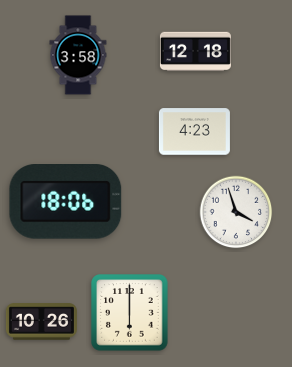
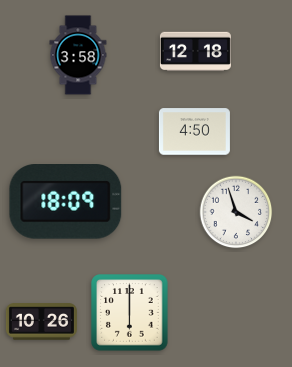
clock at (194, 132): 4:23 -> 4:50
clock at (66, 202): 18:06 -> 18:09
